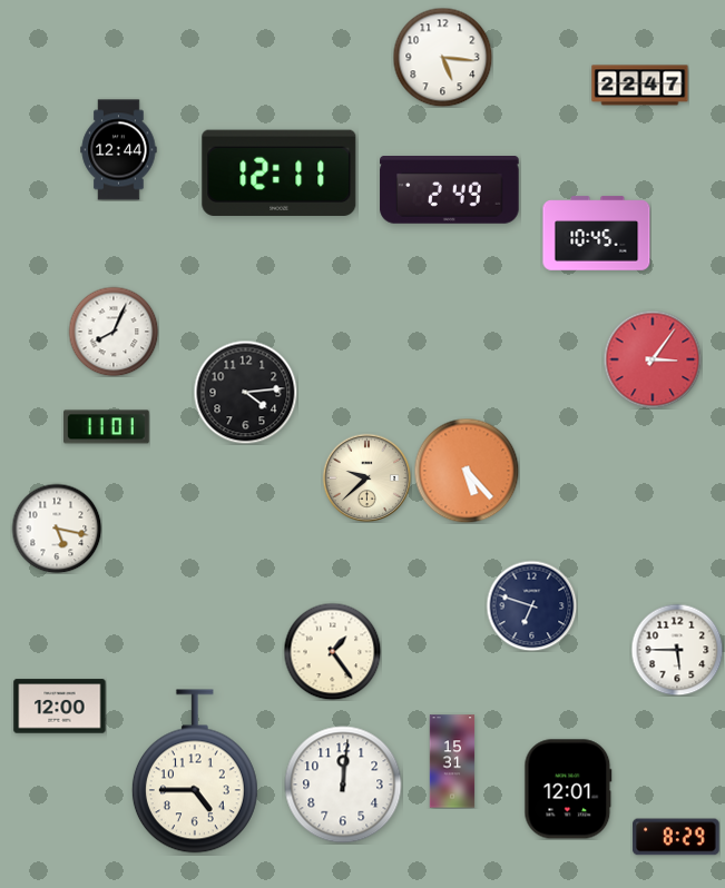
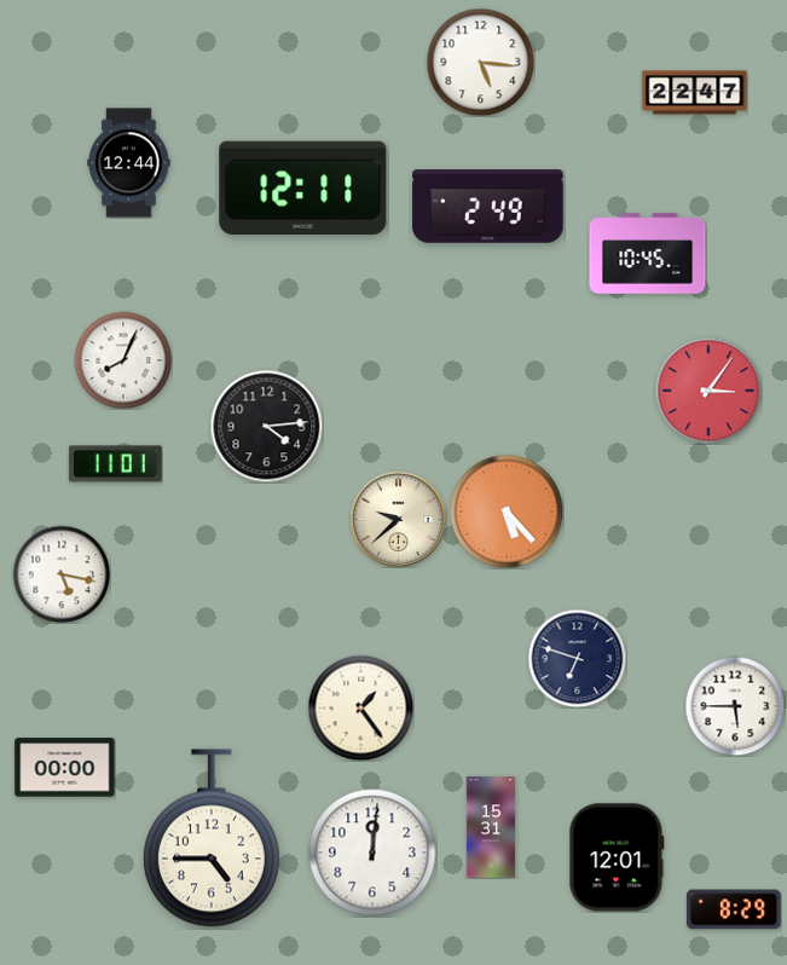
clock at (60, 707): 12:00 -> 00:00
